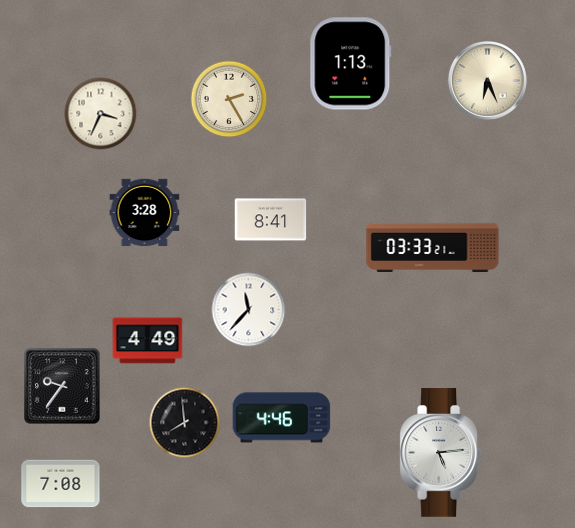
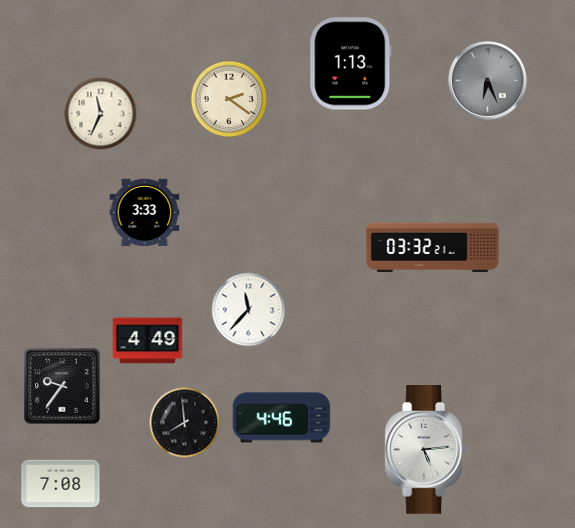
clock at (487, 80) dial: cream -> grey
clock at (229, 99): 2:25 -> 2:21
clock at (101, 114): 3:34 -> 11:34
clock at (145, 213): 3:28 -> 3:33
clock at (271, 220): 8:41 -> none
clock at (433, 247): 03:33 -> 03:32
clock at (441, 453) position: (441, 453) -> (426, 450)
